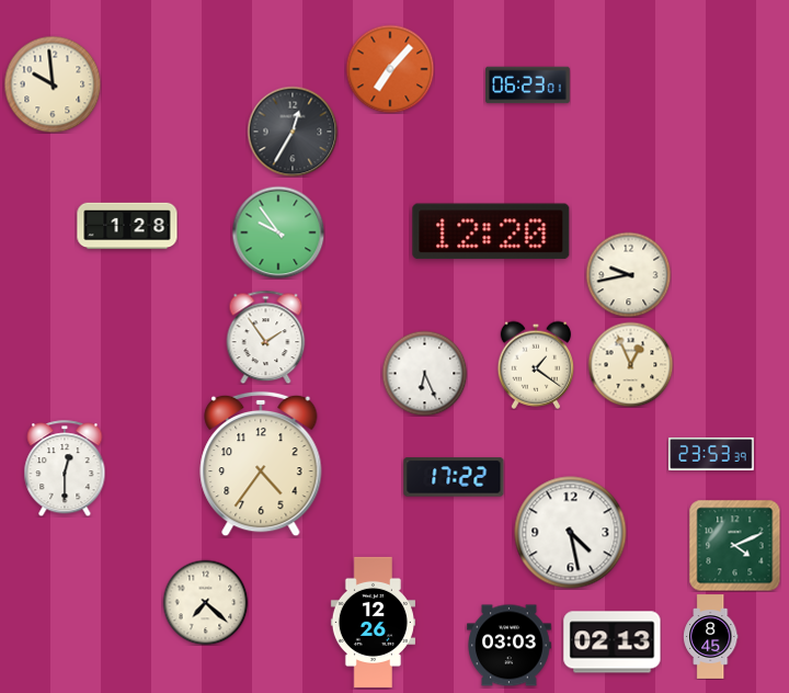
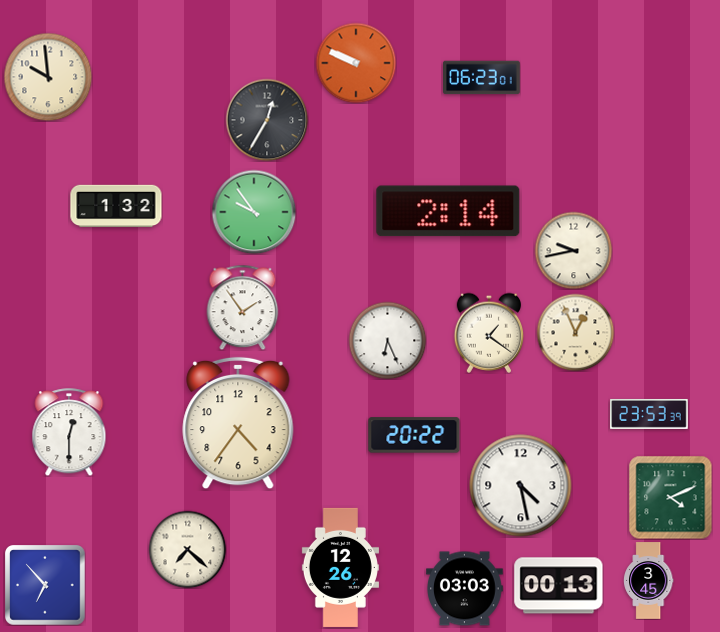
clock at (390, 69): 7:07 -> 9:49
clock at (127, 226): 1:28 -> 1:32
clock at (491, 231): 12:20 -> 2:14
clock at (65, 468) position: (65, 468) -> (69, 432)
clock at (454, 477): 17:22 -> 20:22
clock at (710, 637): 8:45 -> 3:45
clock at (45, 585): none -> 6:53
clock at (613, 643): 02:13 -> 00:13
